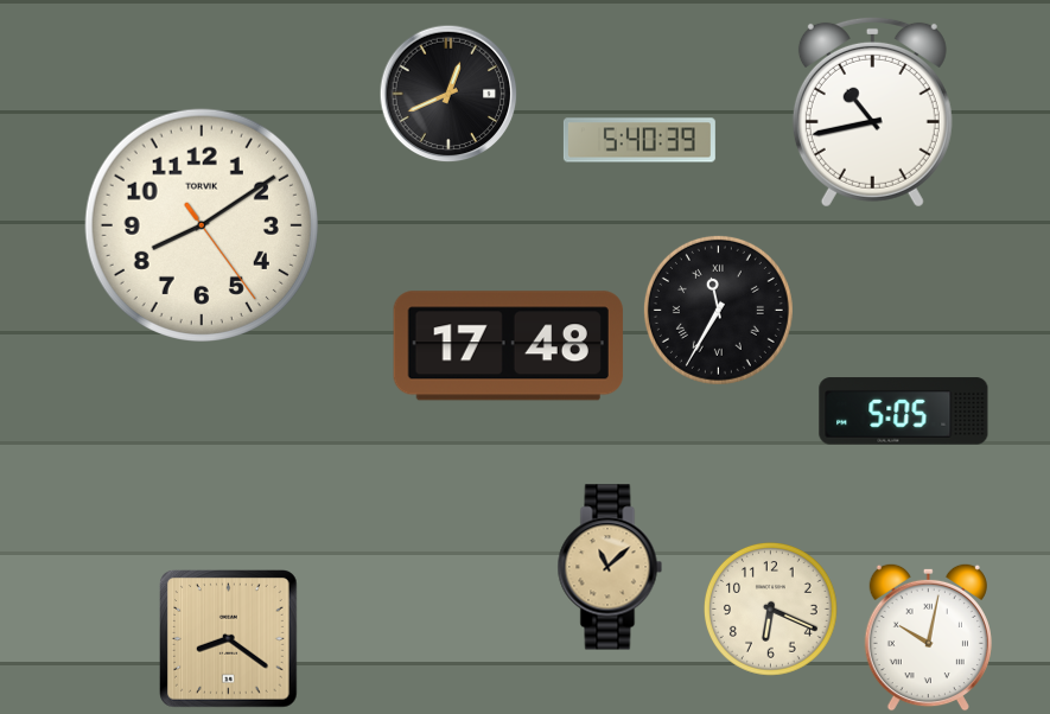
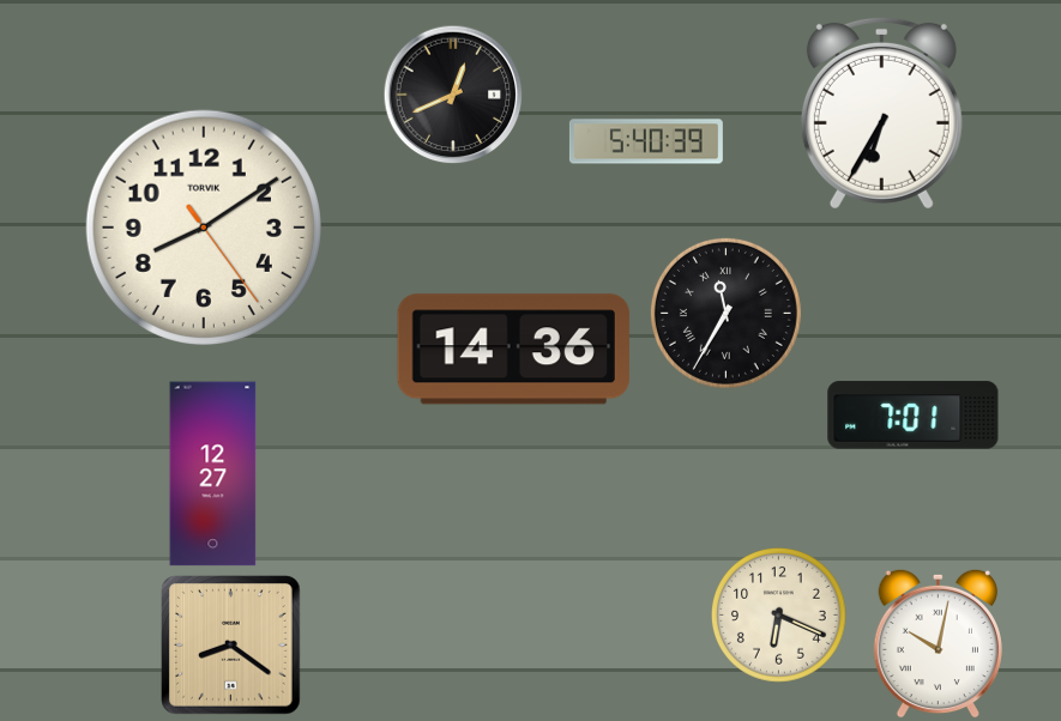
clock at (872, 111): 10:43 -> 6:35
clock at (508, 346): 17:48 -> 14:36
clock at (904, 412): 5:05 -> 7:01
clock at (213, 474): none -> 12:27
clock at (610, 567): 11:08 -> none
